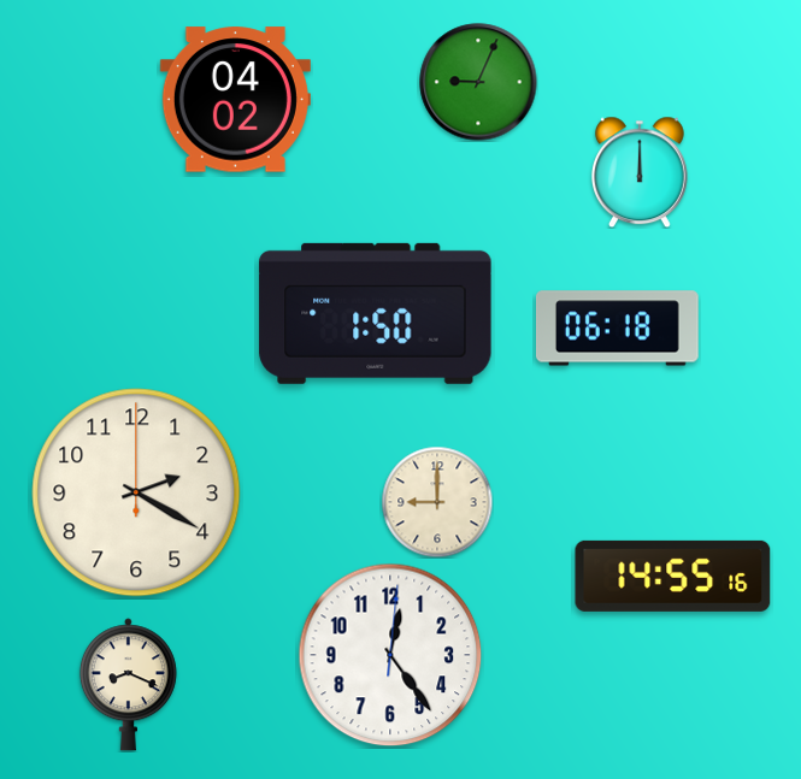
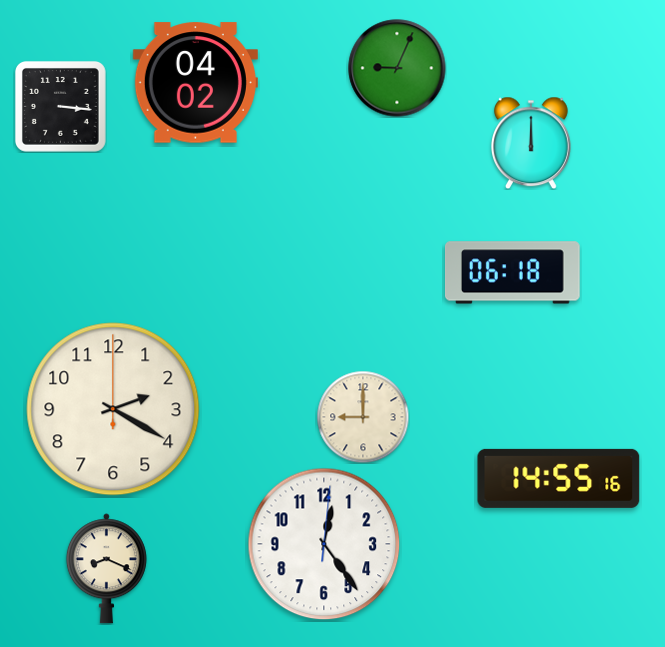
clock at (60, 106): none -> 3:16
clock at (376, 313): 1:50 -> none
